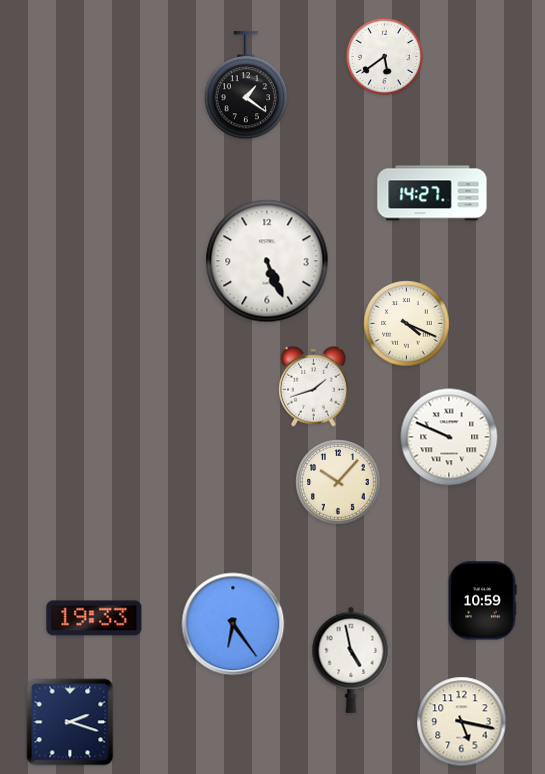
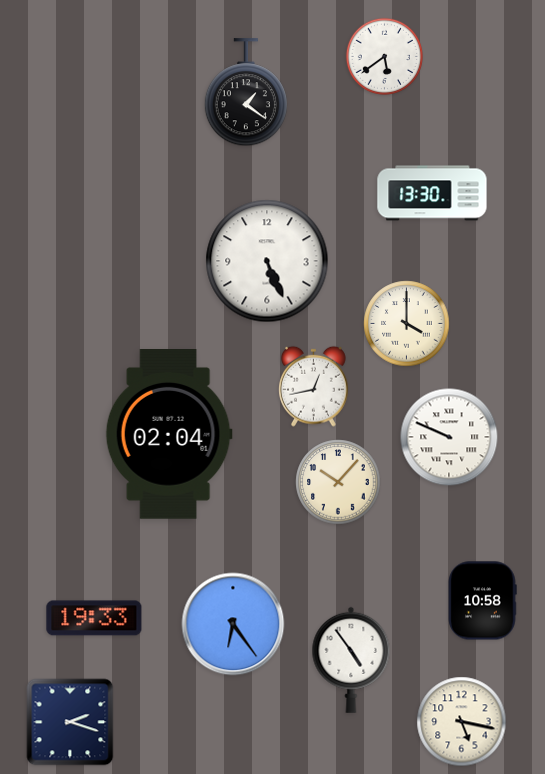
clock at (246, 86) position: (246, 86) -> (246, 93)
clock at (432, 193): 14:27 -> 13:30
clock at (407, 324): 4:19 -> 4:00
clock at (314, 386): 1:42 -> 12:43
clock at (169, 435): none -> 02:04
clock at (482, 601): 10:59 -> 10:58
clock at (351, 660): 4:58 -> 4:54
